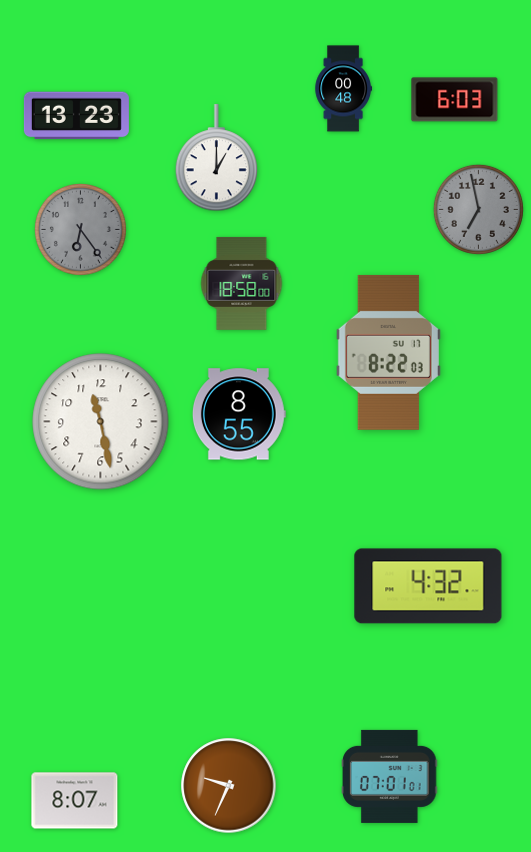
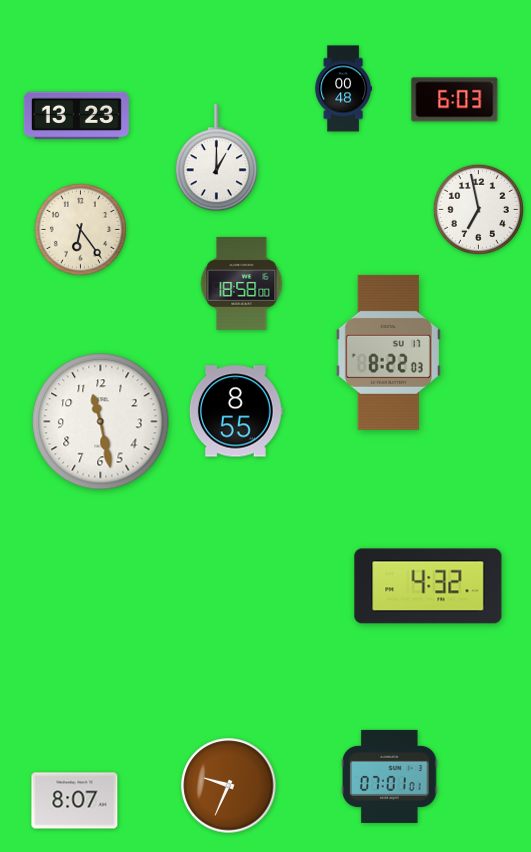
clock at (478, 209) dial: grey -> white
clock at (80, 229) dial: grey -> cream
clock at (239, 414) position: (239, 414) -> (236, 411)
